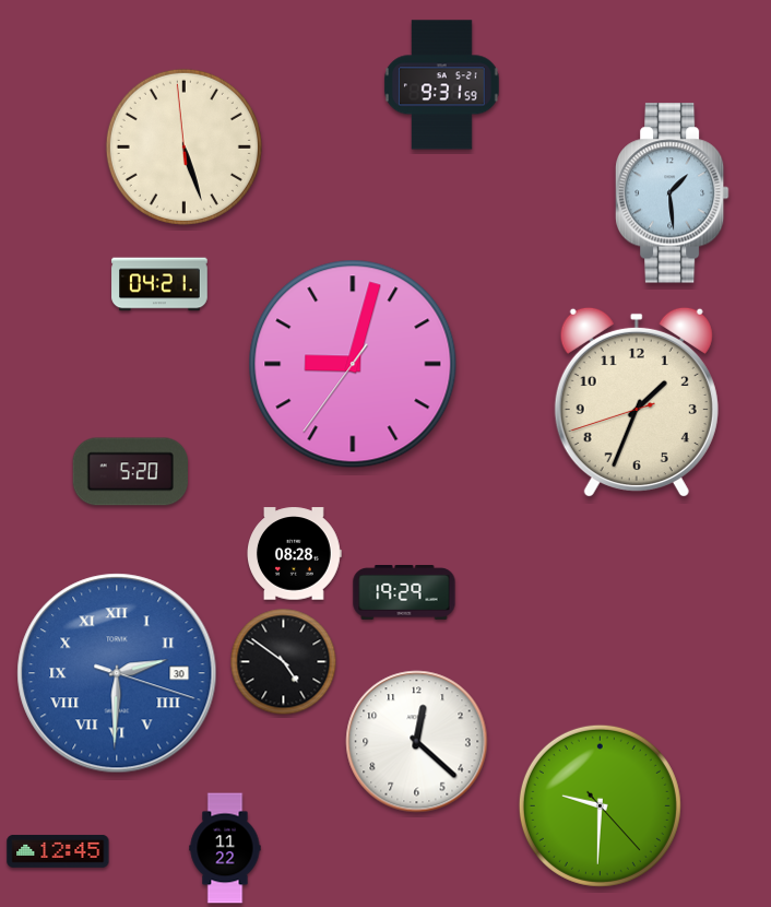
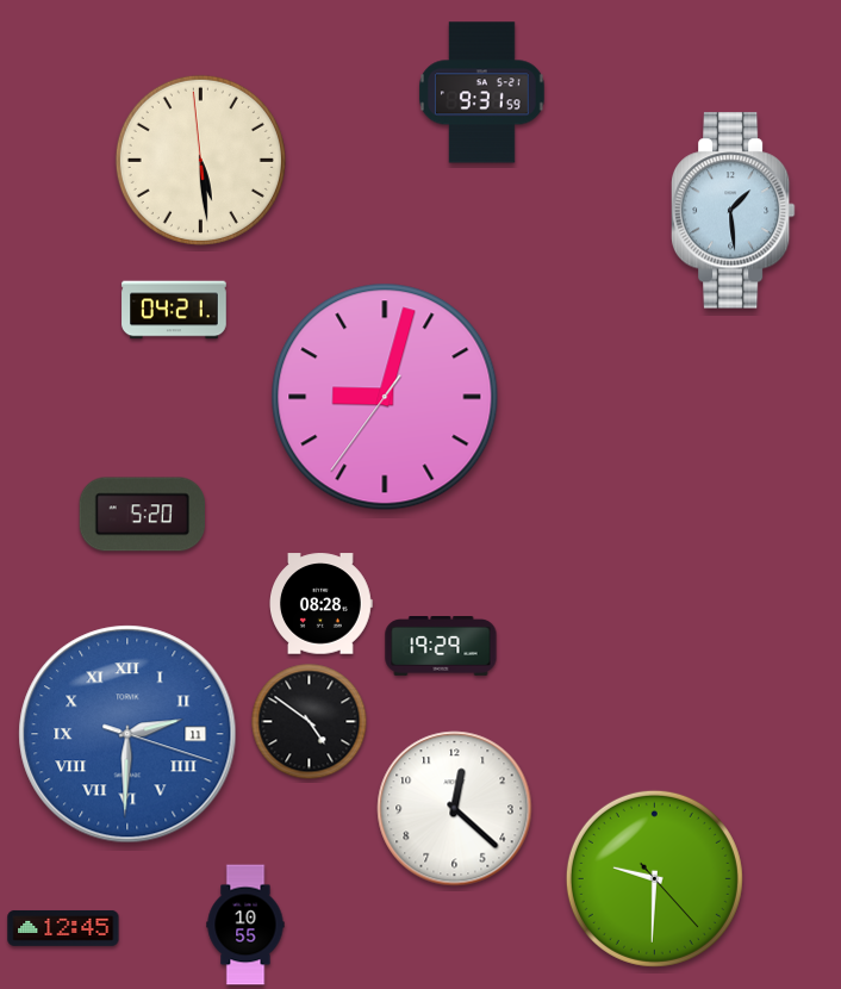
clock at (183, 146): 5:26 -> 5:28
clock at (637, 401): 1:33 -> none
clock at (117, 673) date: 30 -> 11
clock at (225, 848): 11:22 -> 10:55
